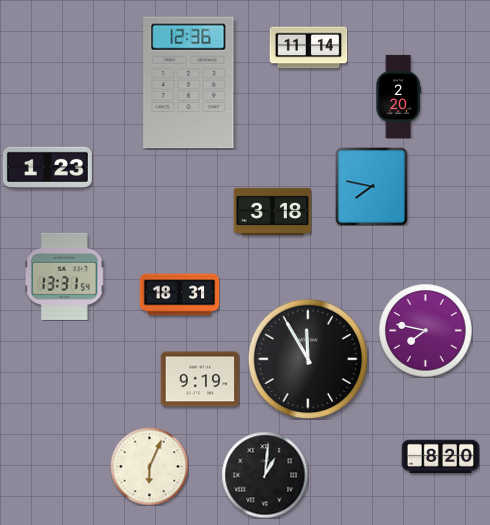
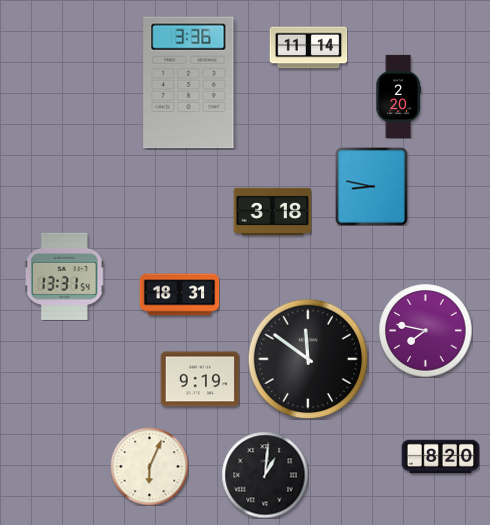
clock at (189, 83): 12:36 -> 3:36
clock at (47, 167): 1:23 -> none
clock at (372, 186): 7:47 -> 8:47
clock at (308, 359): 11:55 -> 11:51
